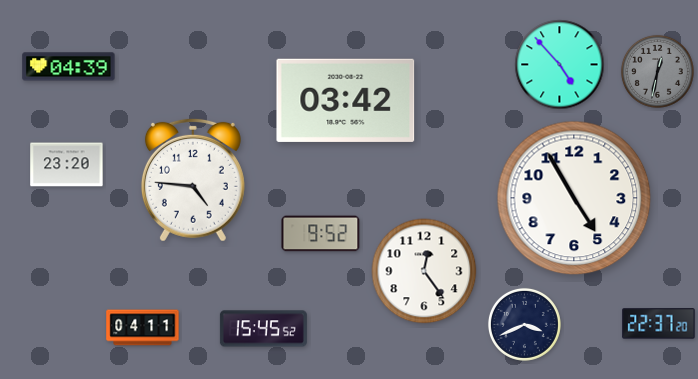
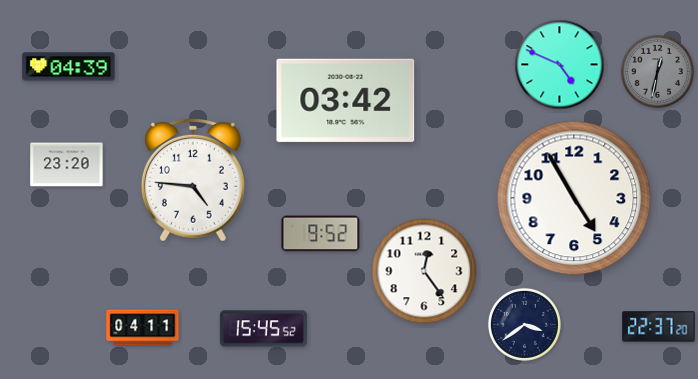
clock at (560, 65): 4:53 -> 4:49
clock at (524, 324): 3:41 -> 3:39
clock at (659, 324) position: (659, 324) -> (659, 327)
